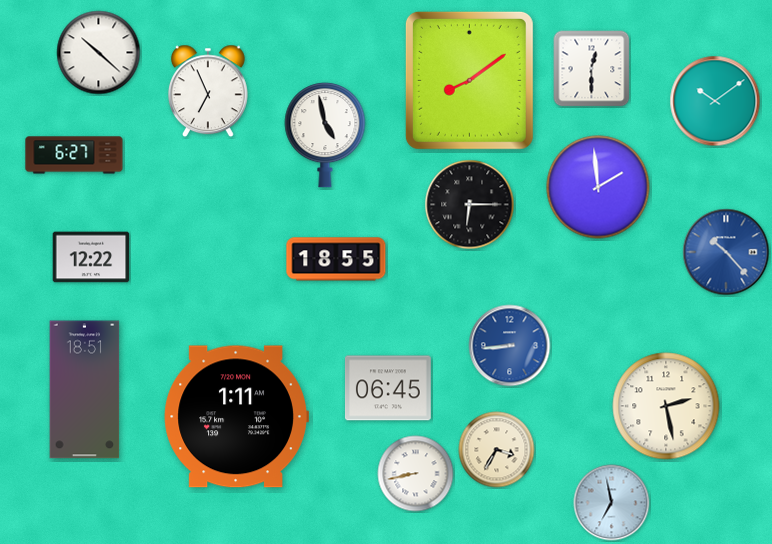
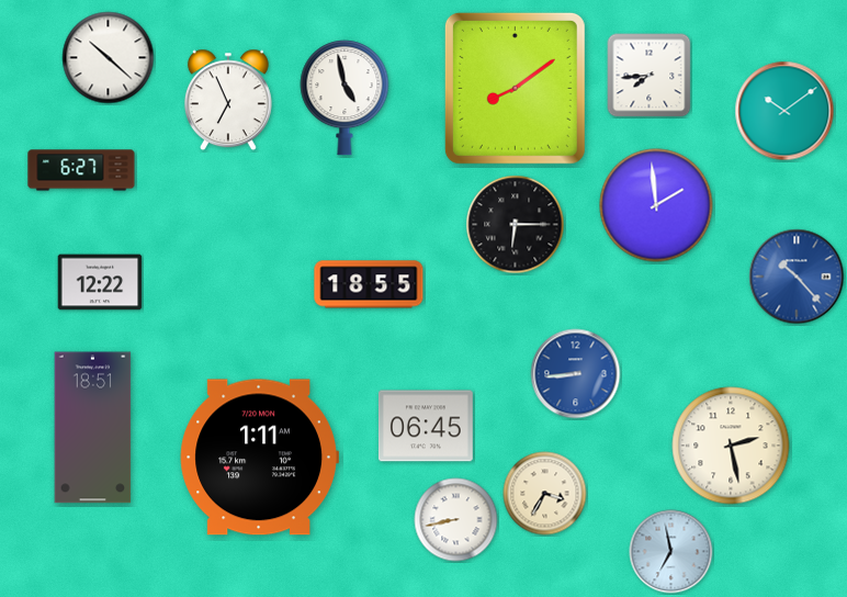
clock at (592, 69): 12:30 -> 7:44
clock at (325, 135) position: (325, 135) -> (345, 98)
clock at (510, 346) position: (510, 346) -> (576, 374)
